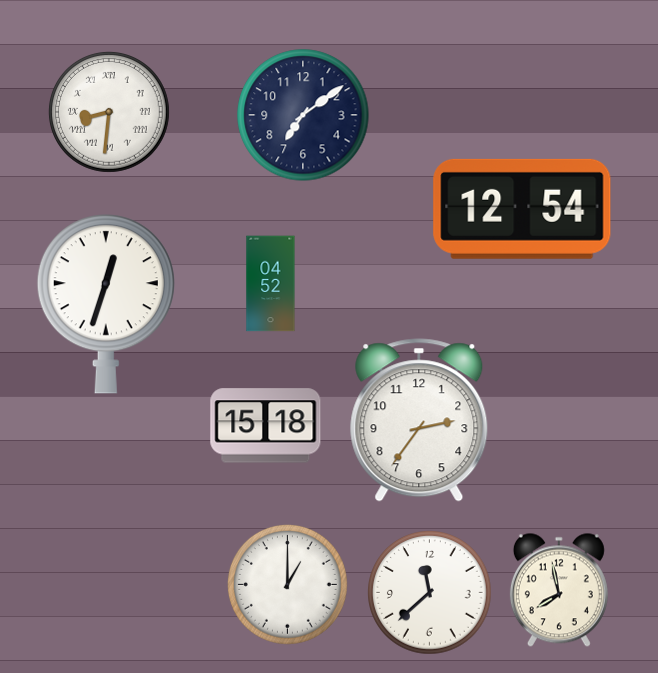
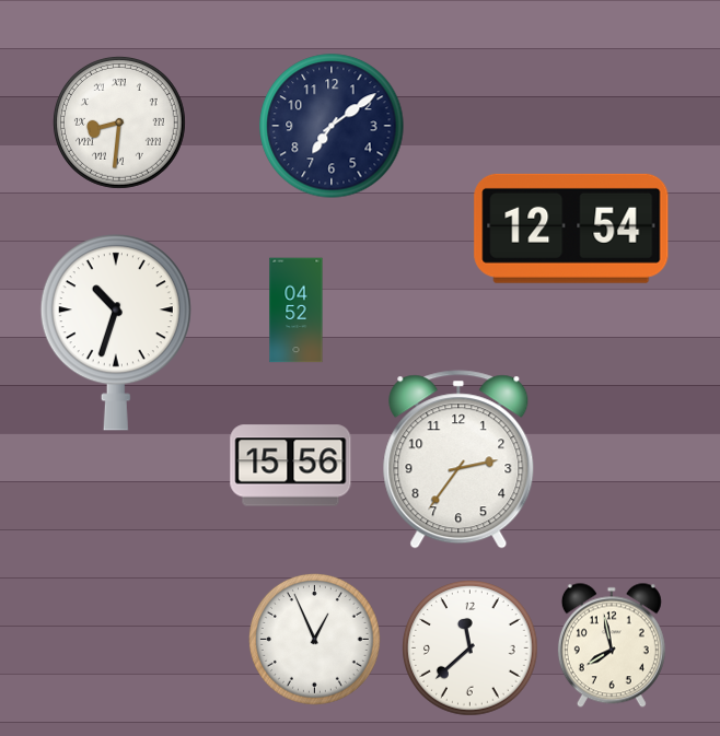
clock at (106, 304): 12:33 -> 10:33
clock at (266, 426): 15:18 -> 15:56
clock at (287, 584): 1:00 -> 12:56
